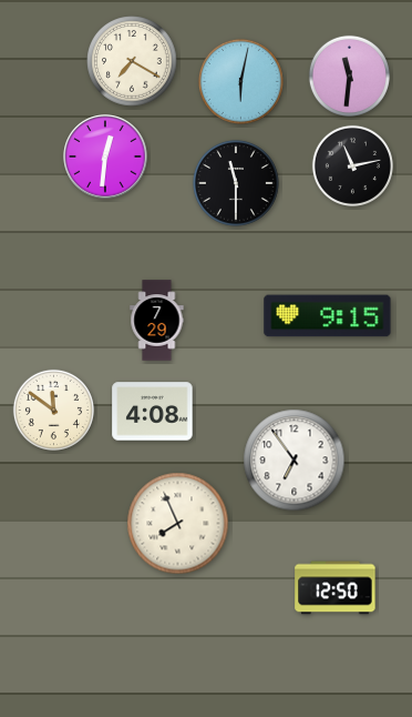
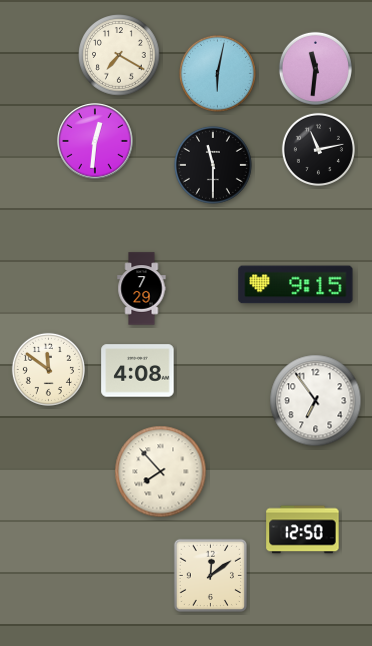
clock at (295, 461) position: (295, 461) -> (316, 401)
clock at (178, 524): 7:56 -> 7:53
clock at (210, 575): none -> 12:09
